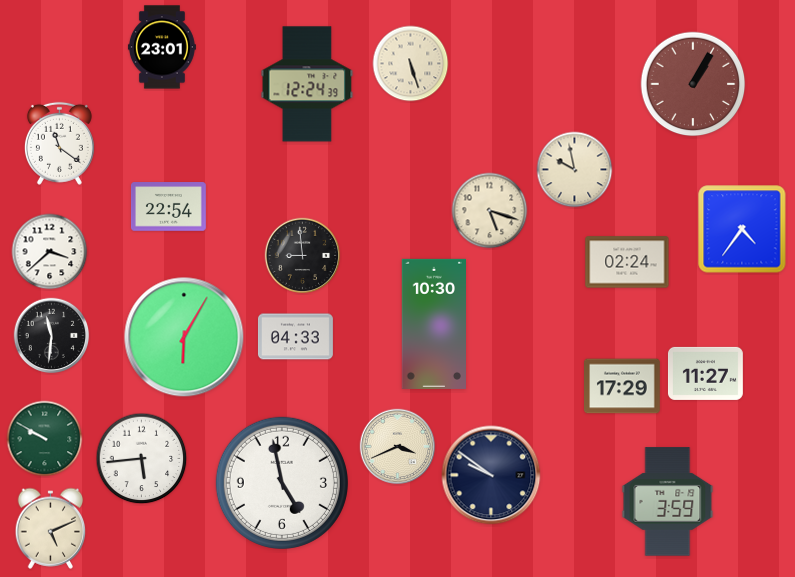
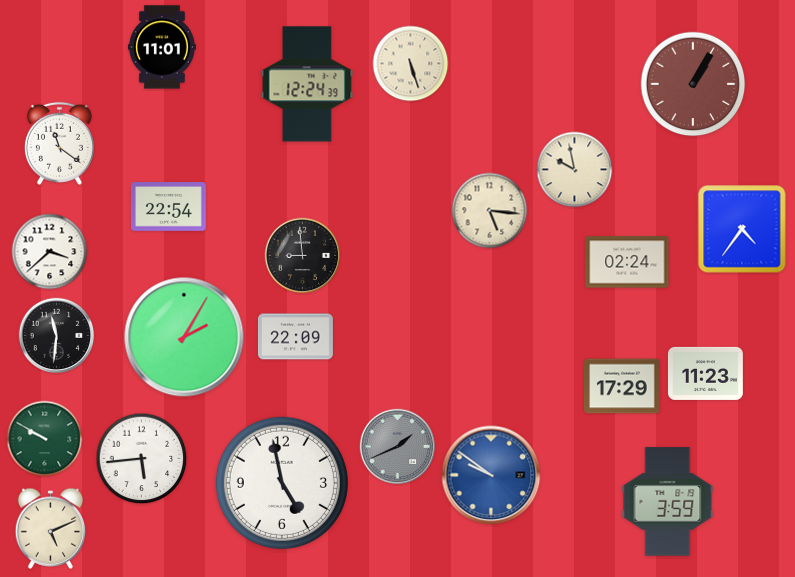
clock at (162, 47): 23:01 -> 11:01
clock at (490, 211): 5:18 -> 5:16
clock at (433, 324): 10:30 -> none
clock at (52, 336) position: (52, 336) -> (57, 336)
clock at (184, 337): 6:05 -> 2:05
clock at (295, 337): 04:33 -> 22:09
clock at (705, 373): 11:27 -> 11:23
clock at (398, 447): 3:41 -> 1:41
clock at (398, 447) dial: cream -> grey
clock at (491, 475) dial: navy -> blue
